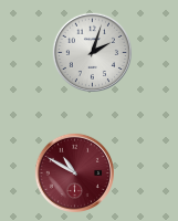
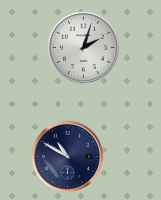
clock at (74, 172) dial: burgundy -> navy
